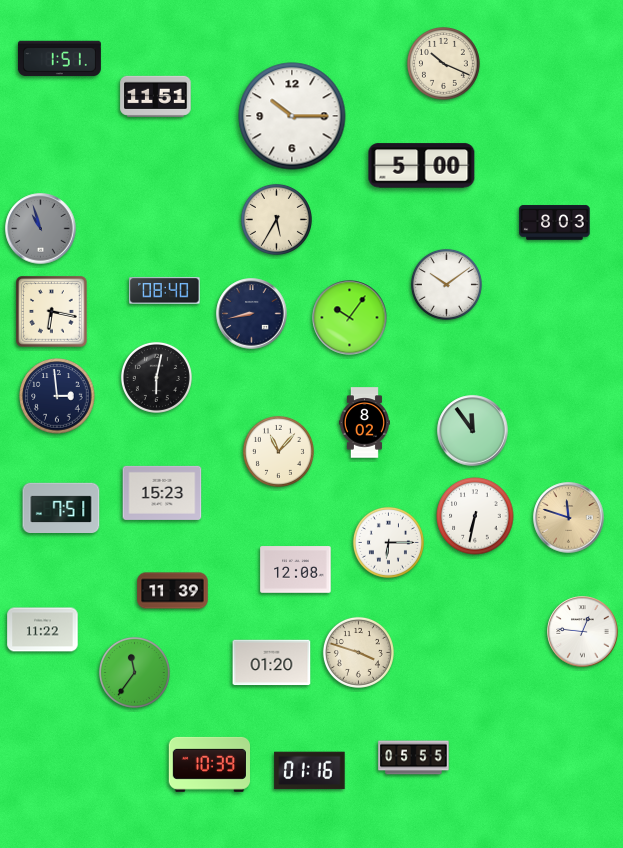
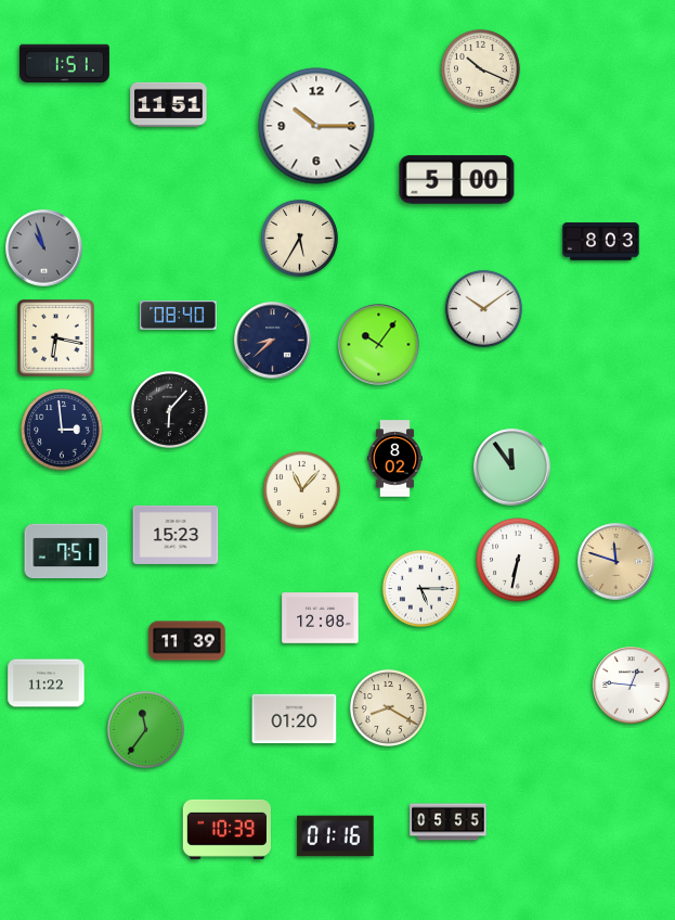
clock at (252, 314): 8:43 -> 8:38
clock at (156, 377): 6:02 -> 6:07
clock at (475, 516) position: (475, 516) -> (518, 560)
clock at (388, 542): 6:15 -> 5:15
clock at (358, 652): 3:48 -> 8:20
